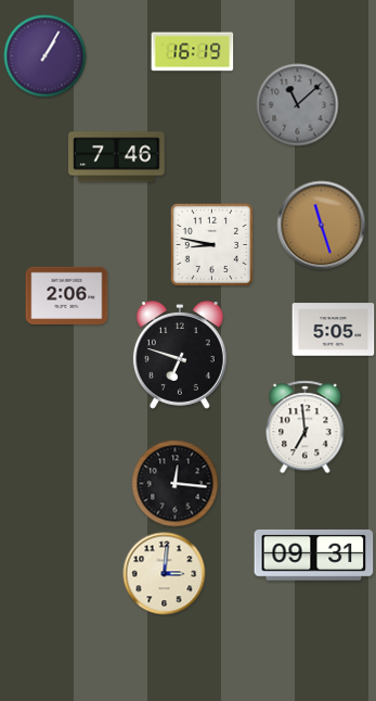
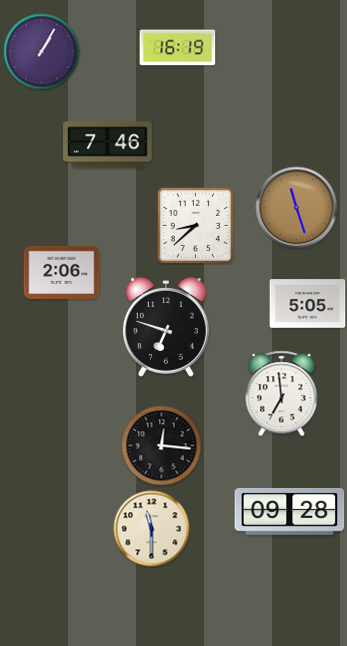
clock at (298, 105): 11:08 -> none
clock at (211, 244): 8:47 -> 8:38
clock at (314, 555): 09:31 -> 09:28
clock at (165, 574): 3:01 -> 11:30
